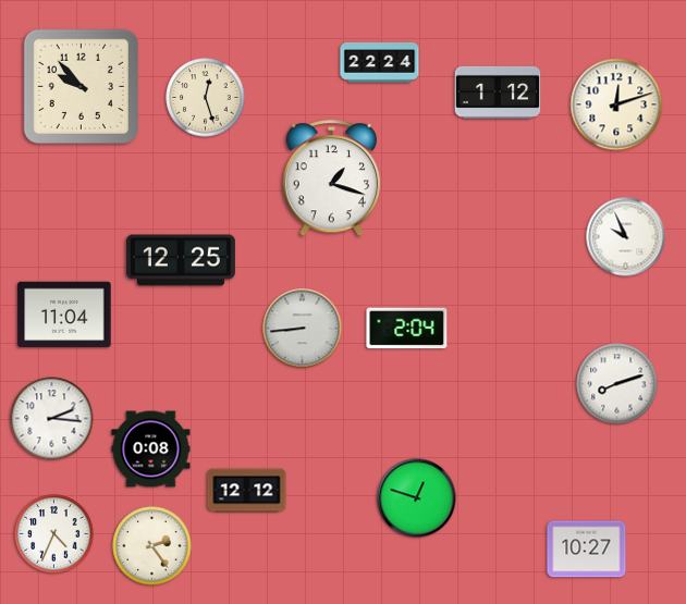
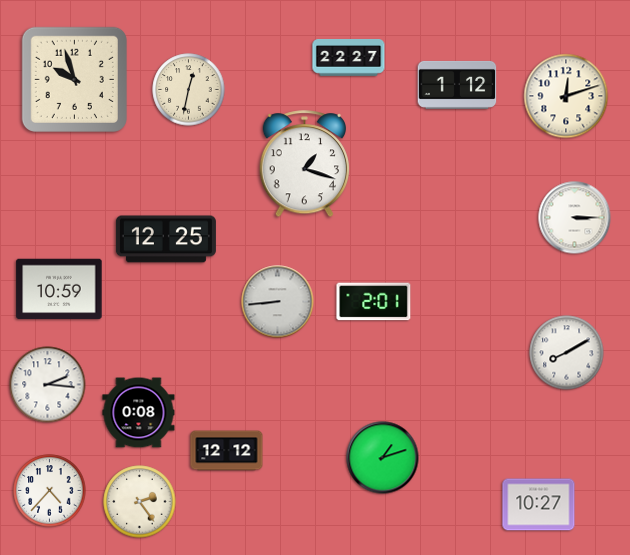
clock at (380, 63): 22:24 -> 22:27
clock at (81, 86): 9:53 -> 9:57
clock at (206, 98): 12:27 -> 12:32
clock at (626, 237): 9:56 -> 3:15
clock at (64, 315): 11:04 -> 10:59
clock at (407, 329): 2:04 -> 2:01
clock at (617, 384): 8:12 -> 8:10
clock at (417, 498): 12:48 -> 1:12
clock at (54, 534): 4:34 -> 4:37
